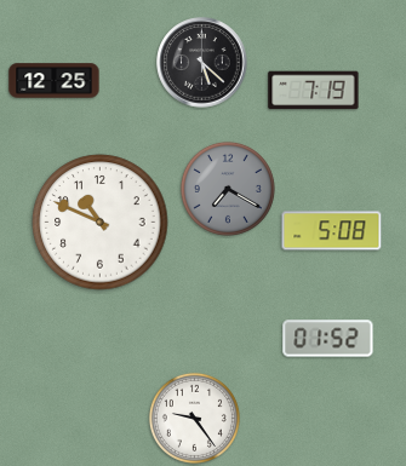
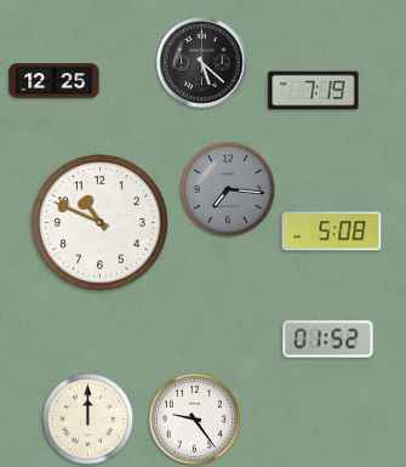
clock at (228, 189): 7:20 -> 7:16
clock at (87, 418): none -> 12:00
